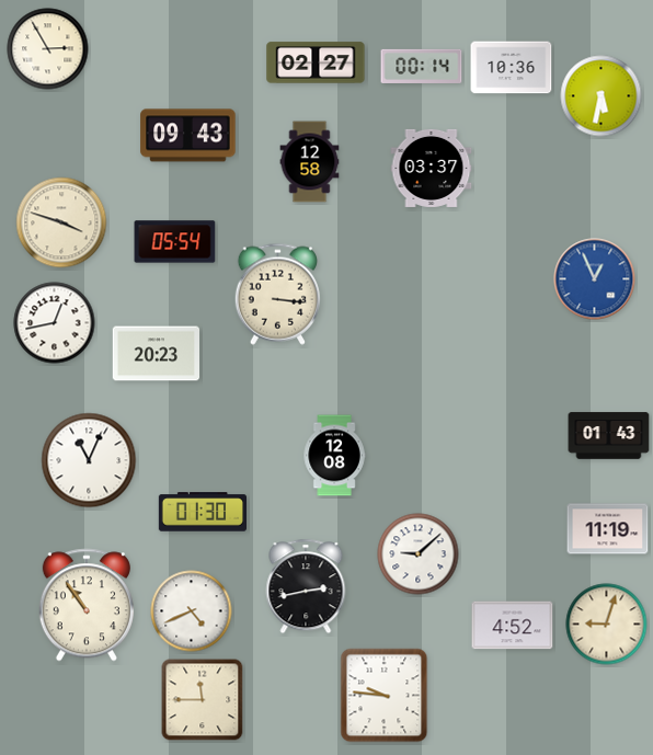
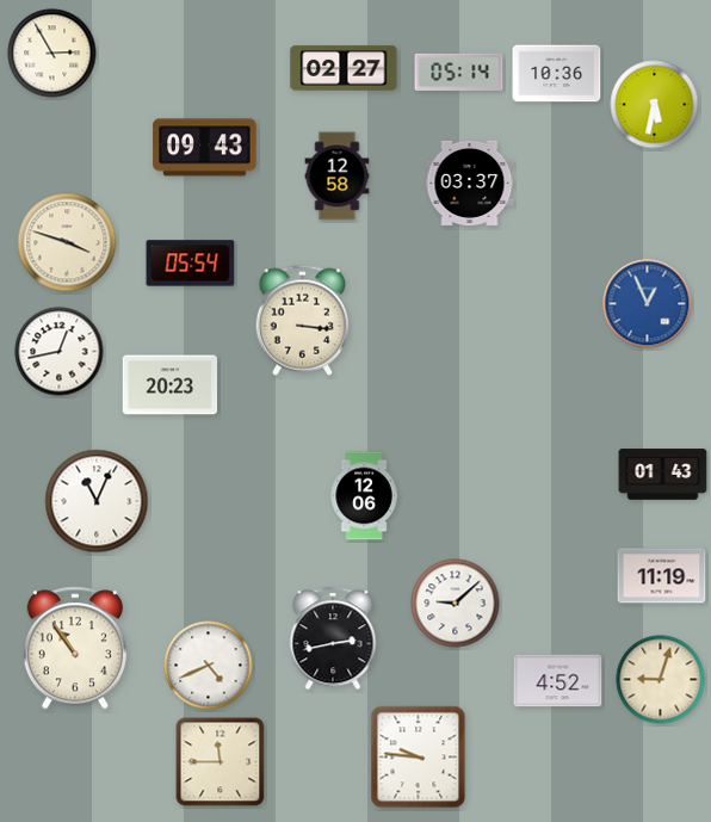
clock at (422, 66): 00:14 -> 05:14
clock at (334, 456): 12:08 -> 12:06
clock at (202, 512): 01:30 -> none
clock at (87, 605) position: (87, 605) -> (75, 648)
